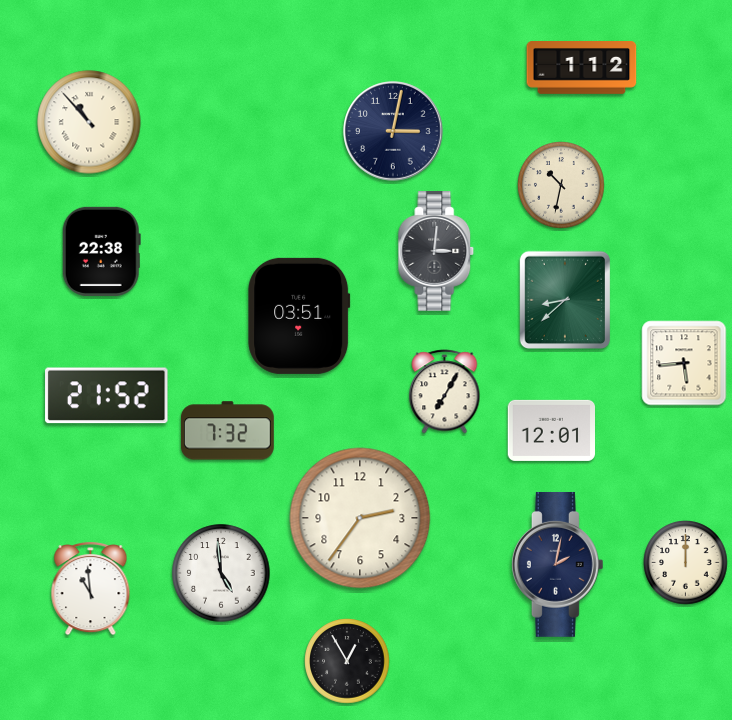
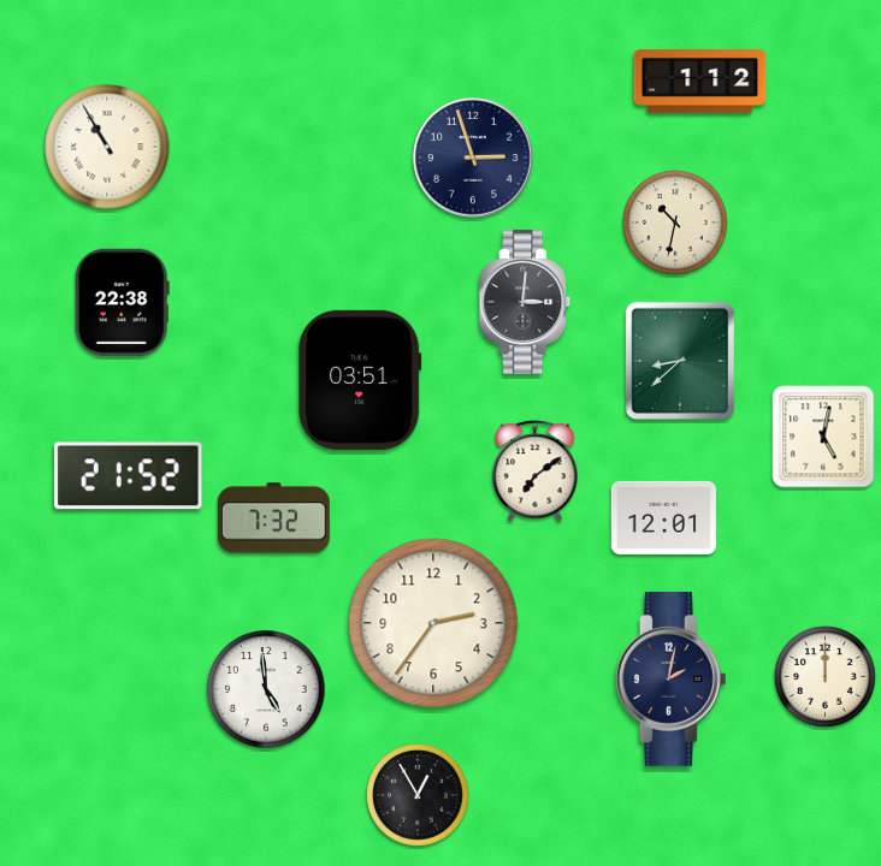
clock at (89, 122): 10:53 -> 10:55
clock at (393, 131): 3:02 -> 2:57
clock at (684, 363): 5:44 -> 5:02
clock at (445, 392): 7:05 -> 7:09
clock at (91, 589): 10:59 -> none
